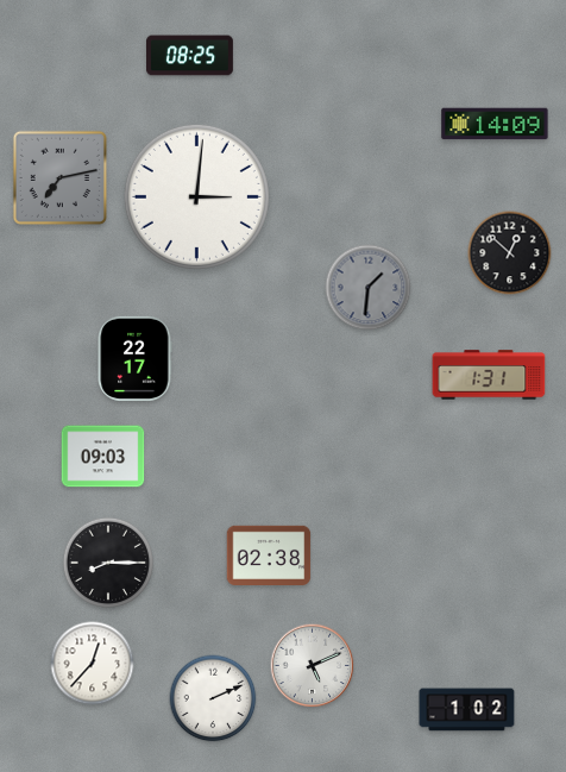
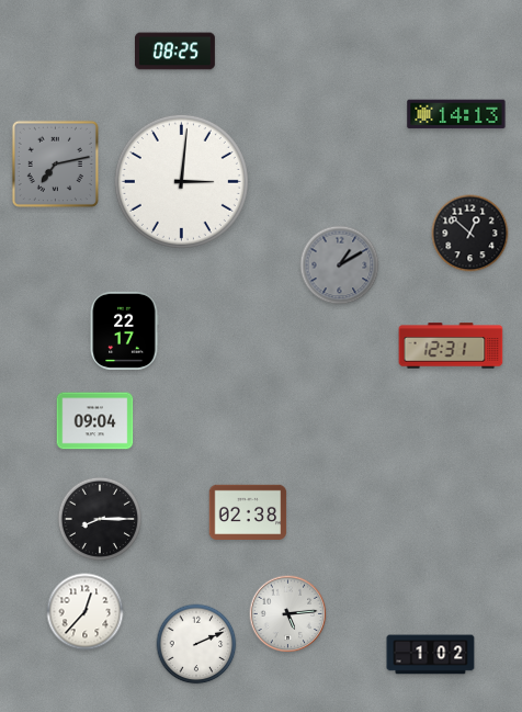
clock at (495, 124): 14:09 -> 14:13
clock at (369, 288): 1:31 -> 1:10
clock at (489, 375): 1:31 -> 12:31
clock at (103, 457): 09:03 -> 09:04
clock at (313, 666): 5:11 -> 5:14
